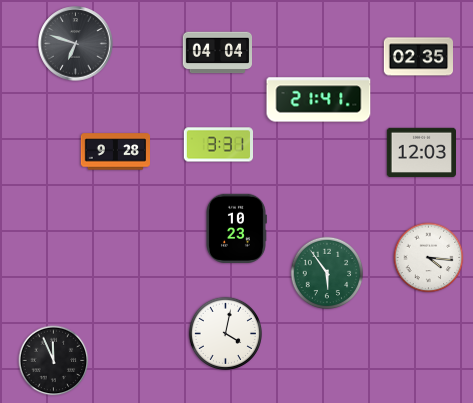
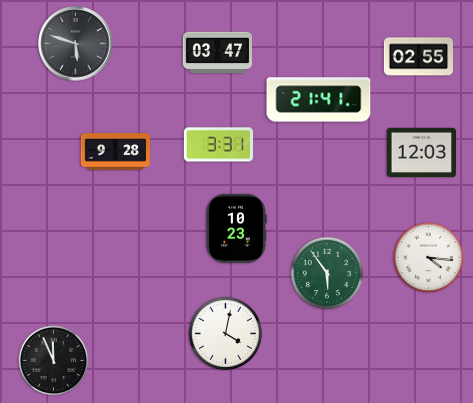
clock at (76, 44): 6:48 -> 5:48
clock at (217, 53): 04:04 -> 03:47
clock at (418, 57): 02:35 -> 02:55
